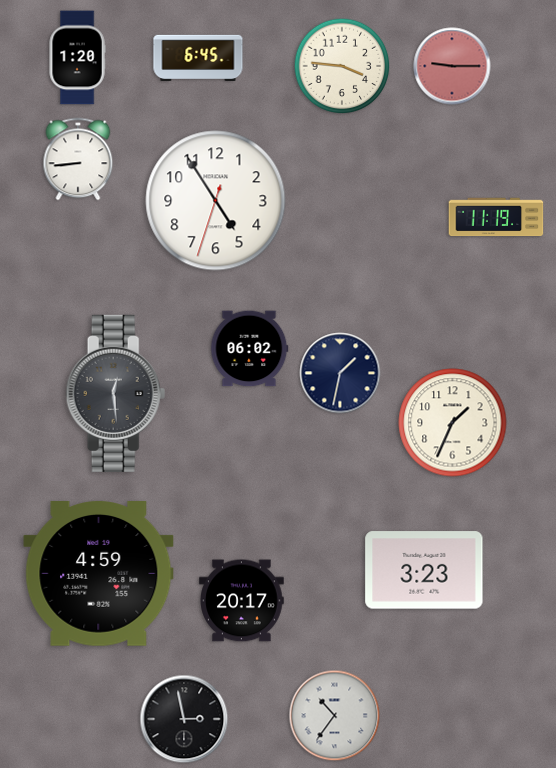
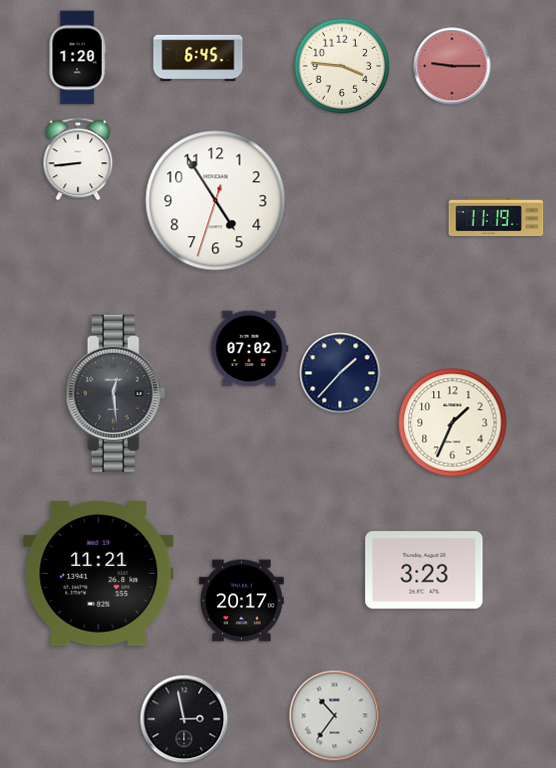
clock at (250, 349): 06:02 -> 07:02
clock at (340, 373): 1:32 -> 1:37
clock at (99, 574): 4:59 -> 11:21
